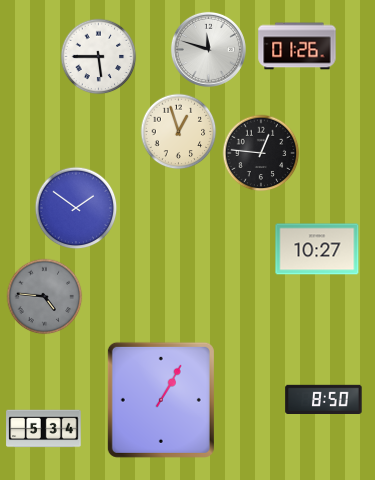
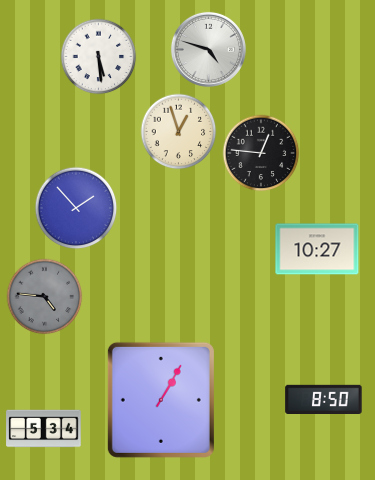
clock at (297, 46): 01:26 -> none
clock at (208, 49): 11:48 -> 4:48
clock at (99, 57): 5:45 -> 5:29
clock at (76, 208): 1:51 -> 1:53
